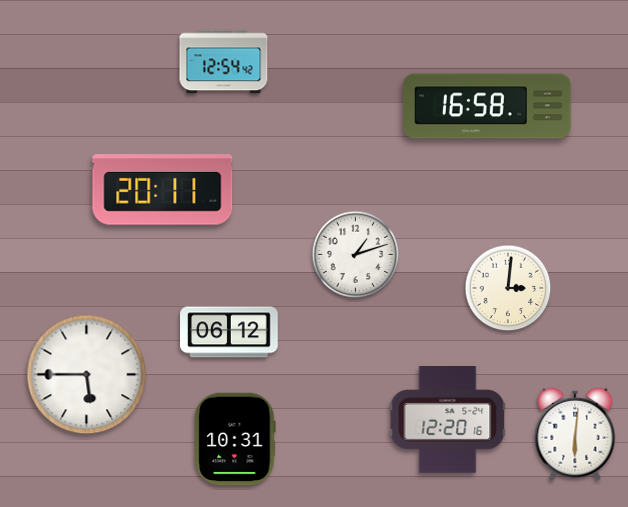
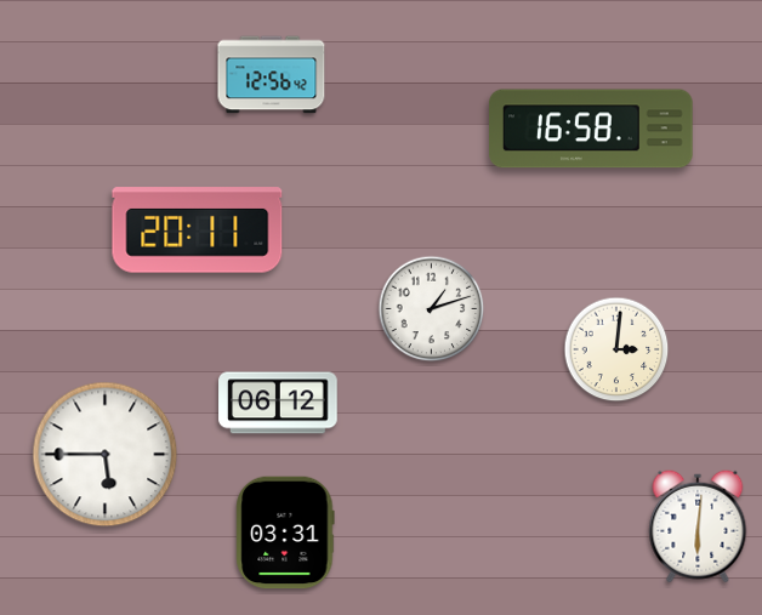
clock at (224, 62): 12:54 -> 12:56
clock at (448, 420): 12:20 -> none
clock at (235, 439): 10:31 -> 03:31
